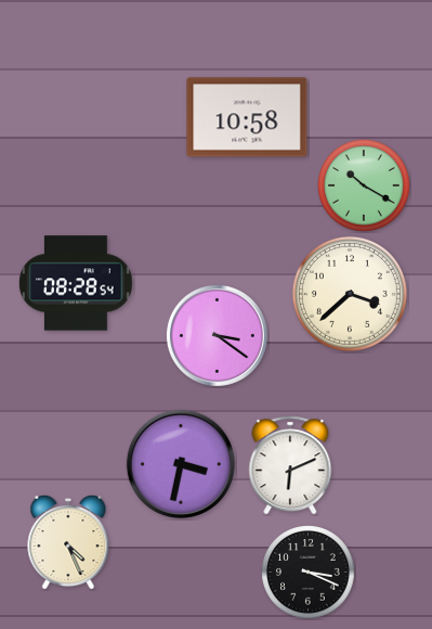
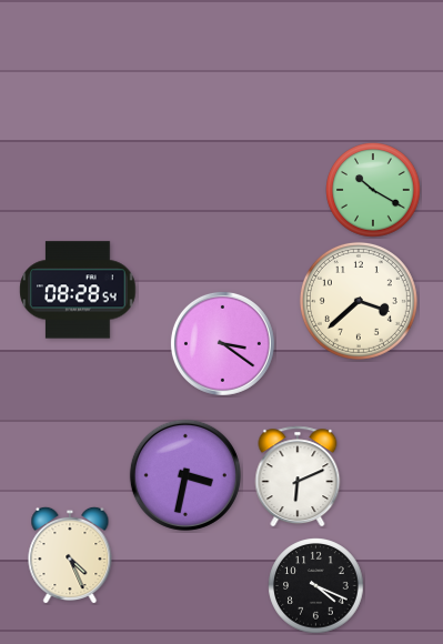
clock at (247, 117): 10:58 -> none
clock at (309, 573): 3:19 -> 4:19
